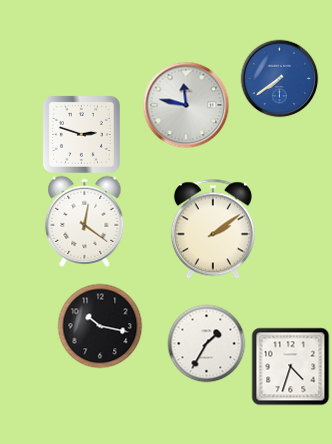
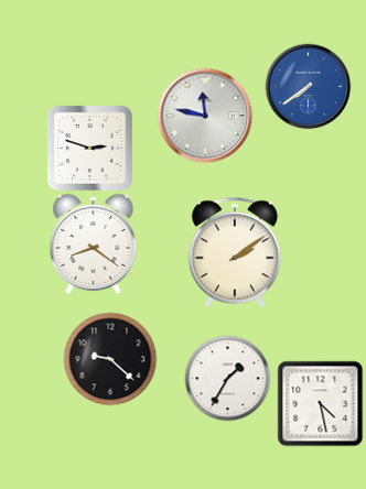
clock at (85, 221): 12:21 -> 8:21
clock at (100, 326): 10:17 -> 9:22
clock at (290, 366): 4:33 -> 4:28
